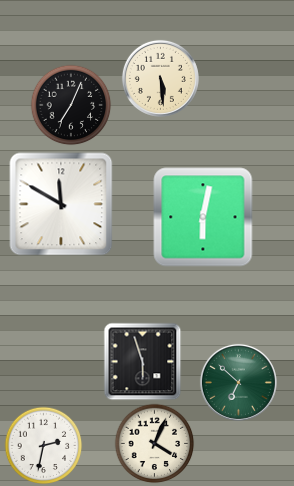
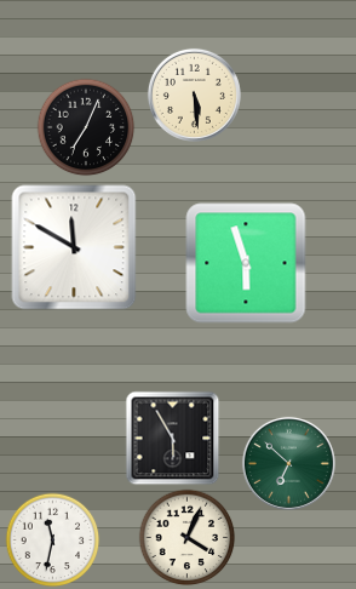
clock at (203, 217): 6:02 -> 5:57
clock at (142, 361): 5:57 -> 5:55
clock at (43, 445): 2:32 -> 11:32
